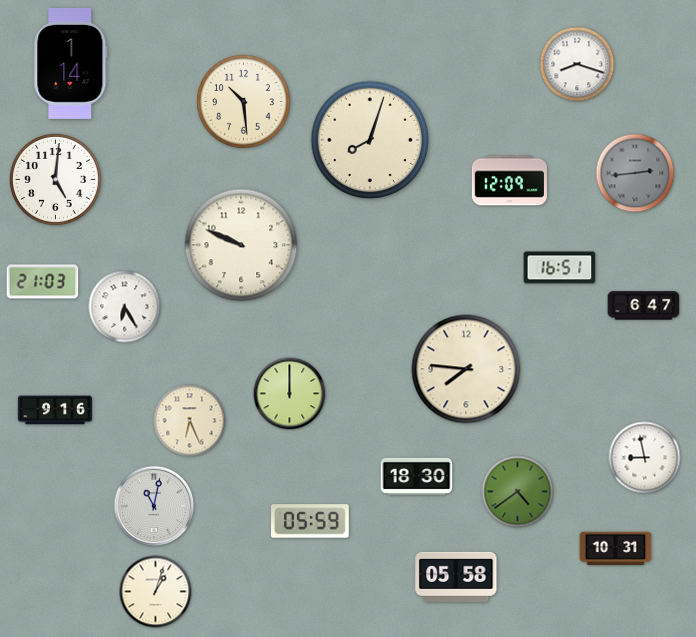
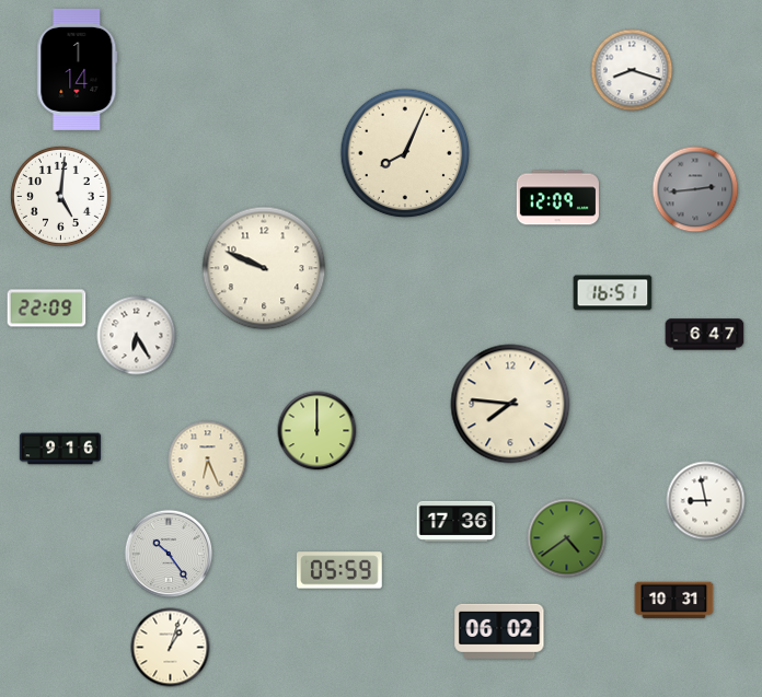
clock at (244, 102): 10:29 -> none
clock at (370, 140): 8:03 -> 8:04
clock at (43, 282): 21:03 -> 22:09
clock at (417, 476): 18:30 -> 17:36
clock at (154, 506): 11:02 -> 10:24
clock at (456, 577): 05:58 -> 06:02
